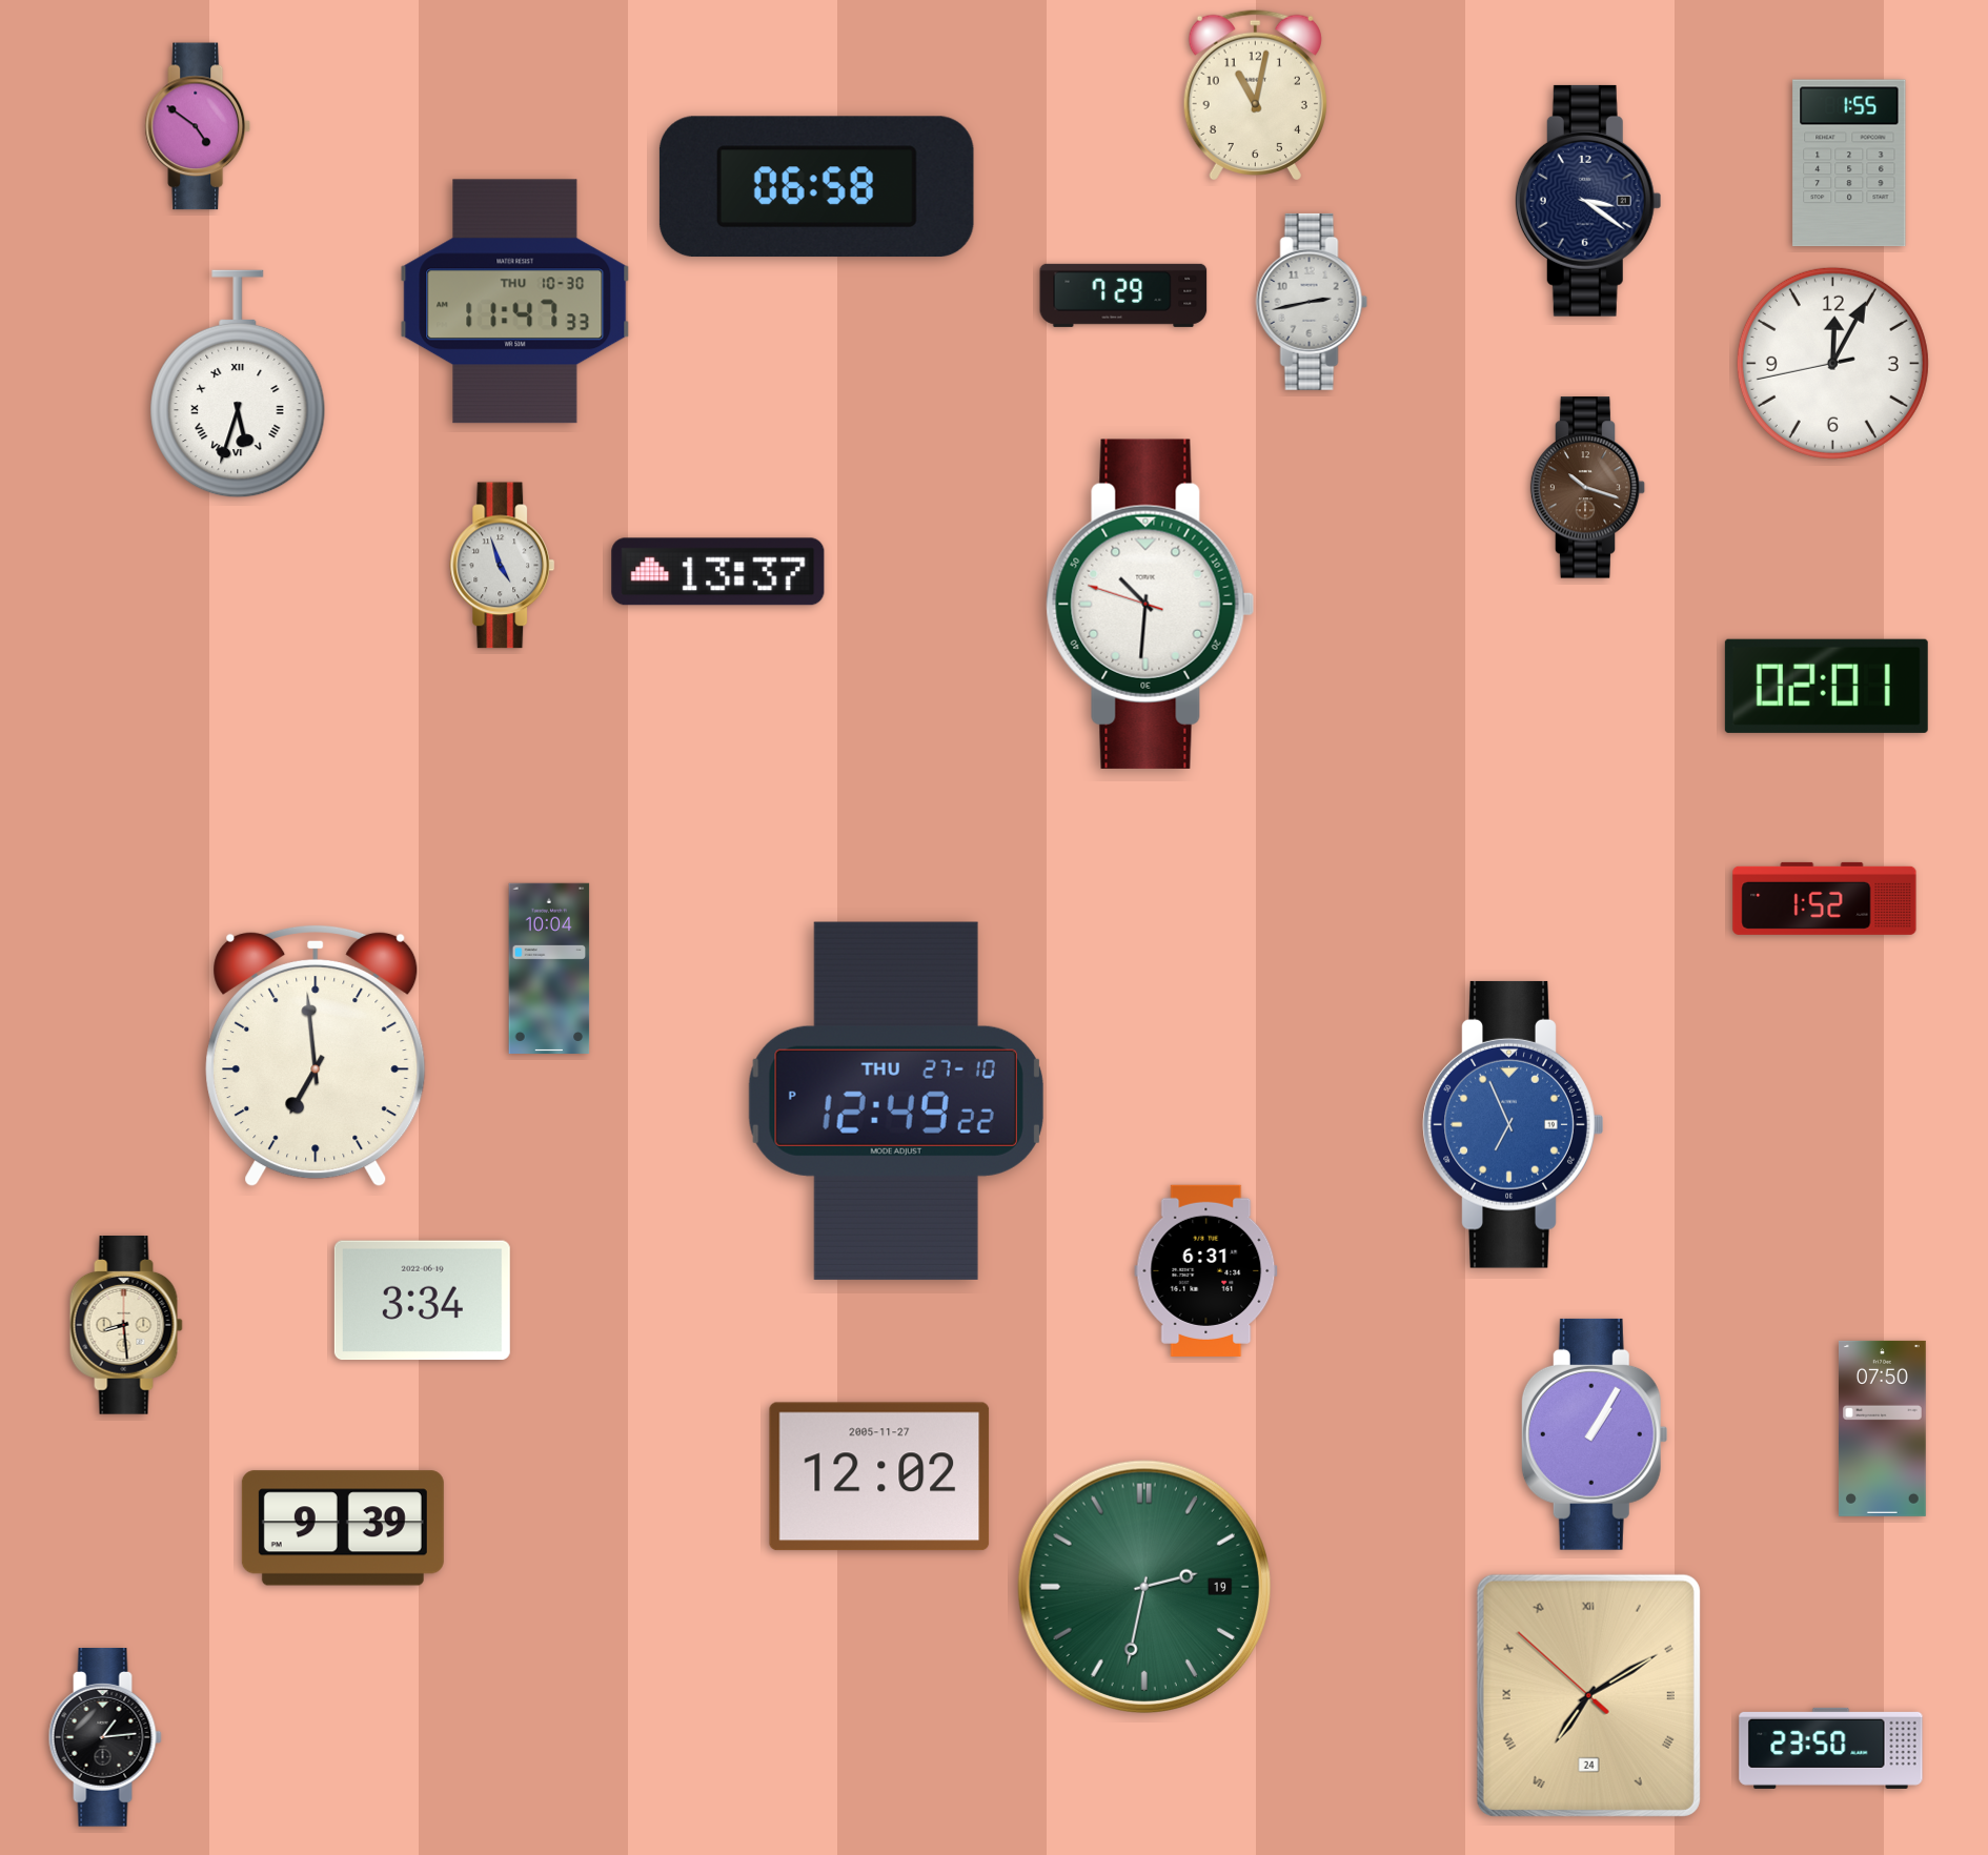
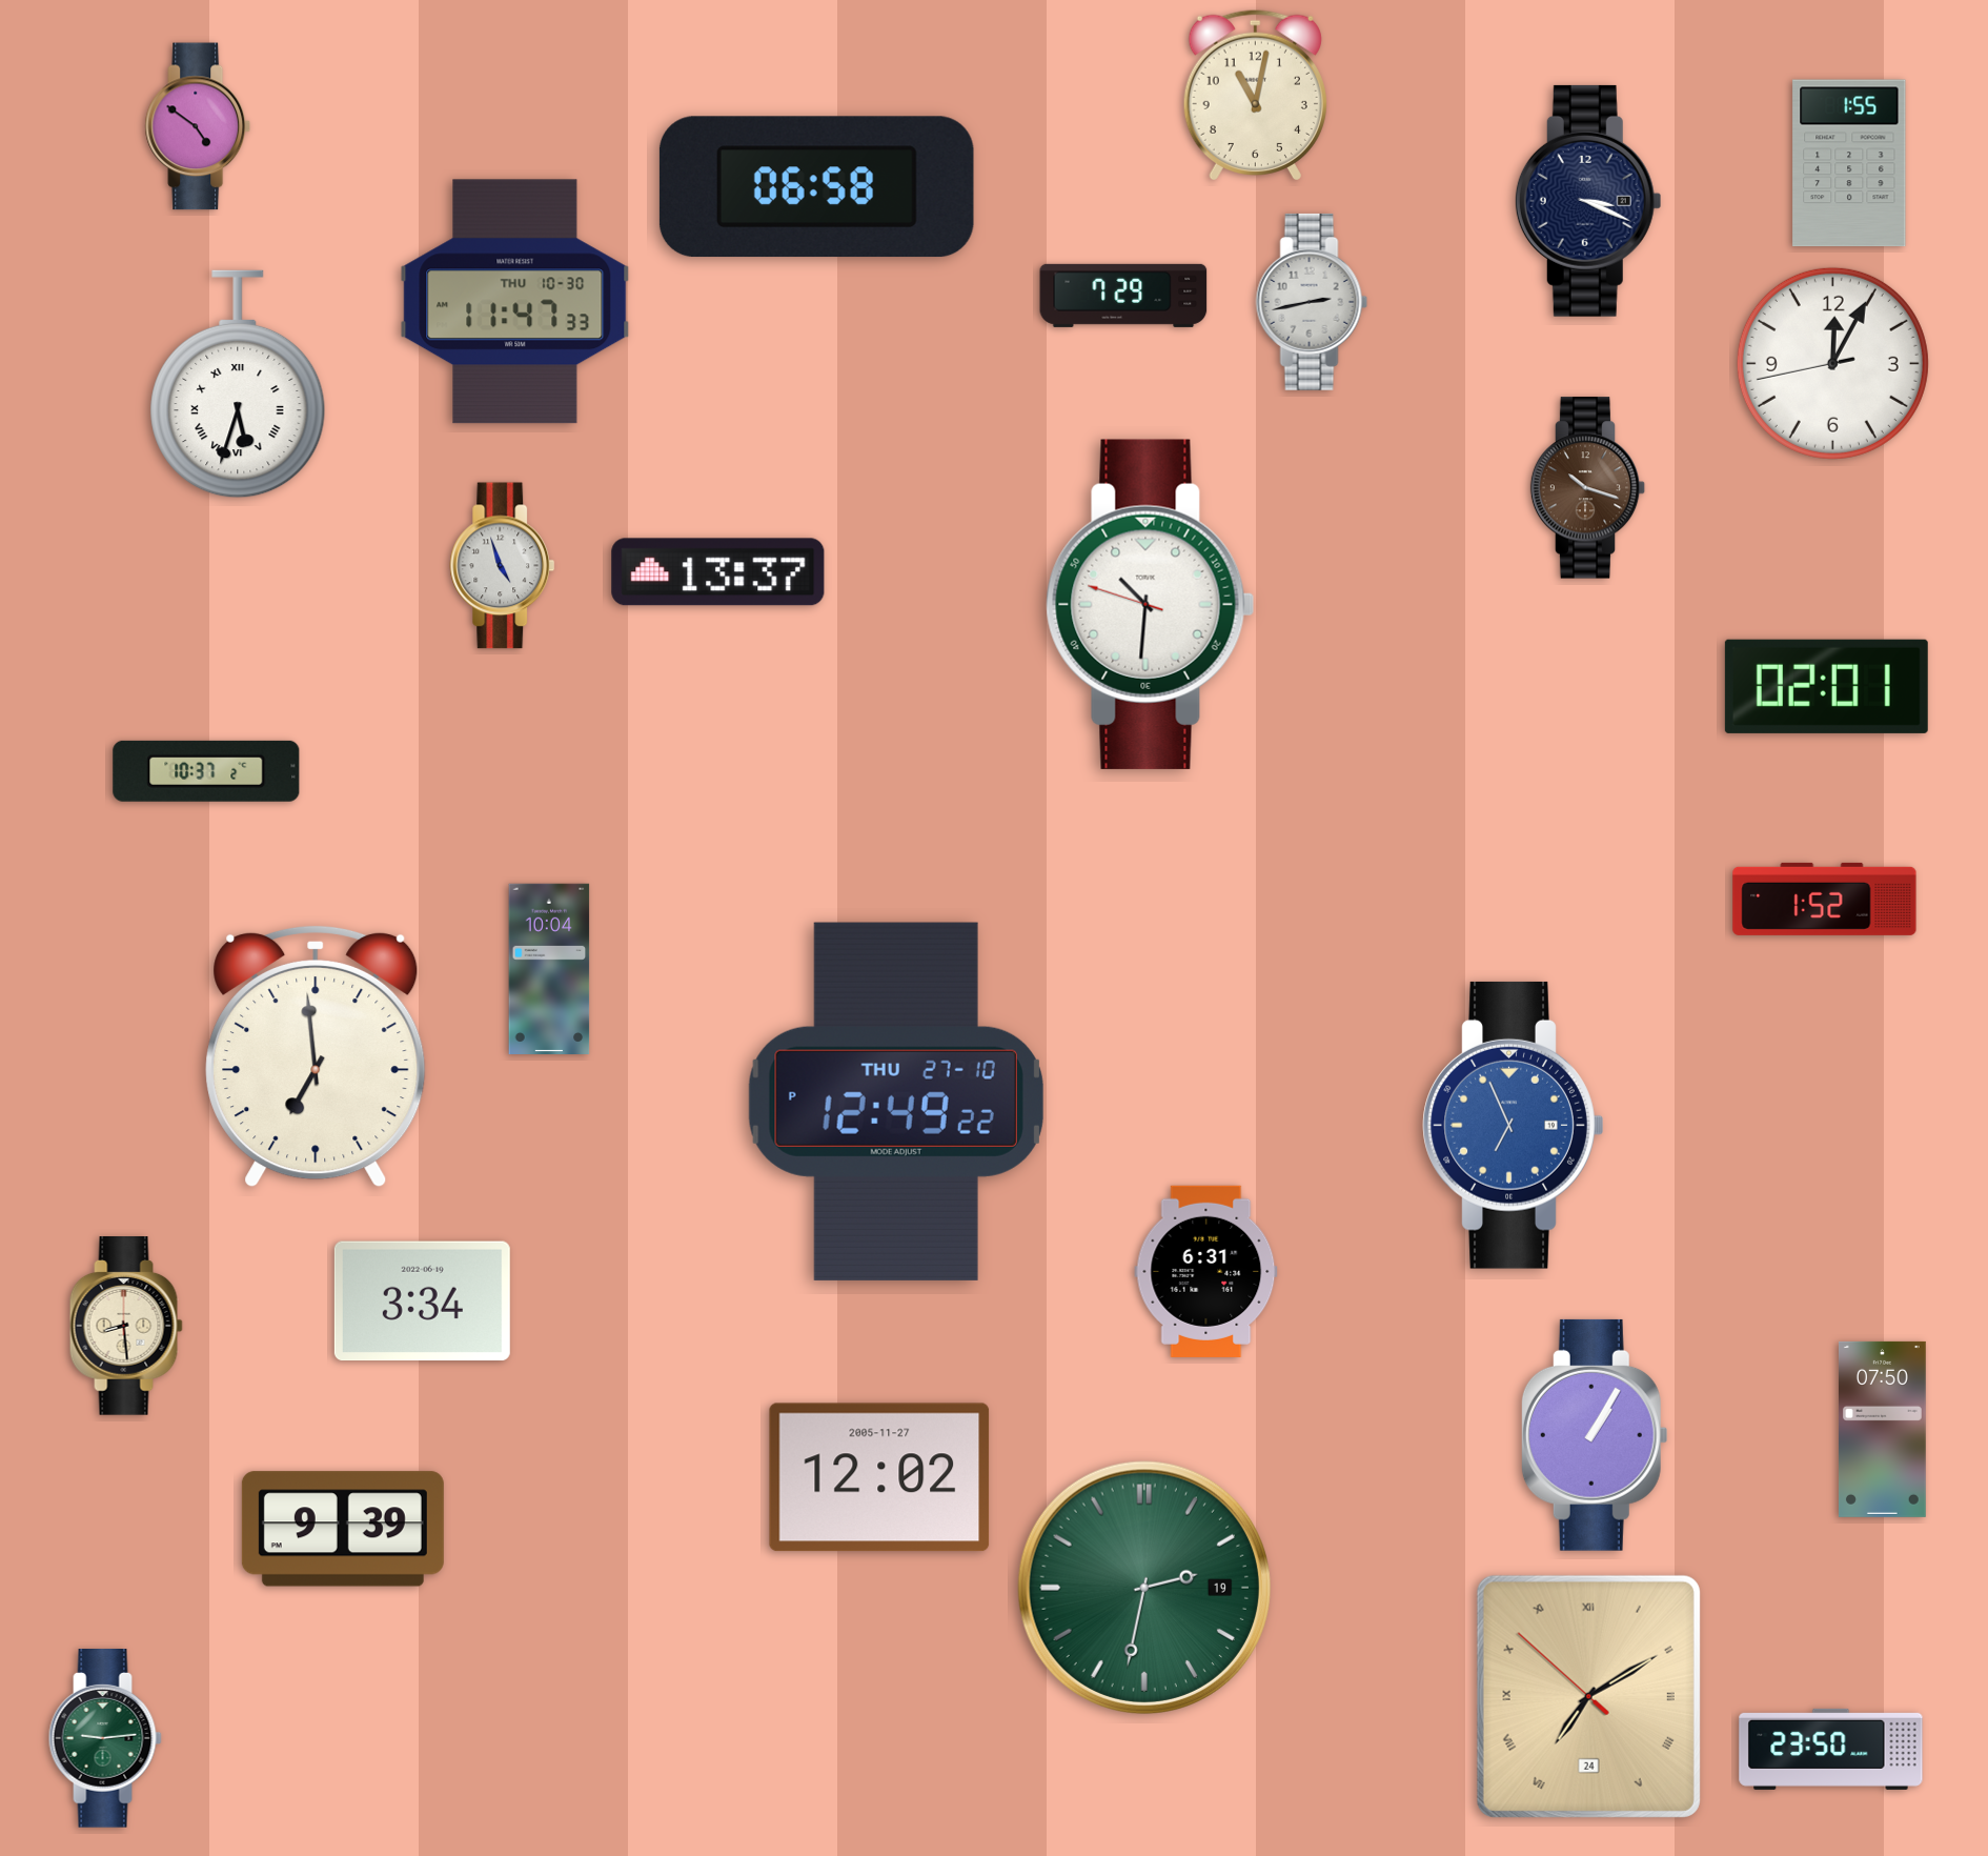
clock at (1588, 201): 3:21 -> 3:19
clock at (206, 771): none -> 10:37
clock at (105, 1738): 1:14 -> 9:14
clock at (105, 1738) dial: black -> green
